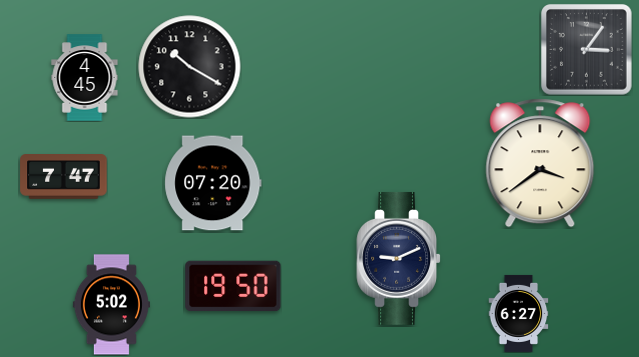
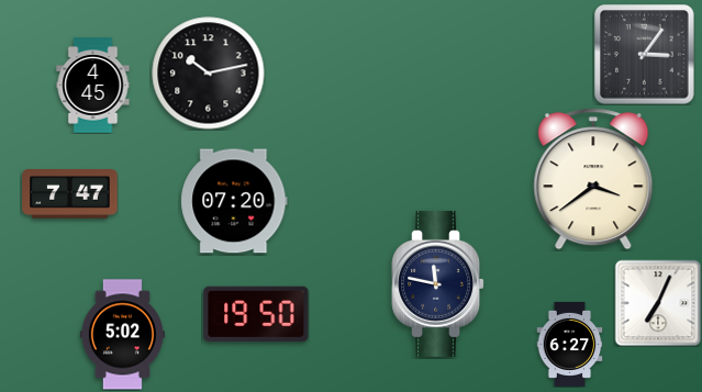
clock at (190, 67): 10:20 -> 10:13
clock at (398, 258): 9:11 -> 11:47
clock at (658, 303): none -> 7:04
